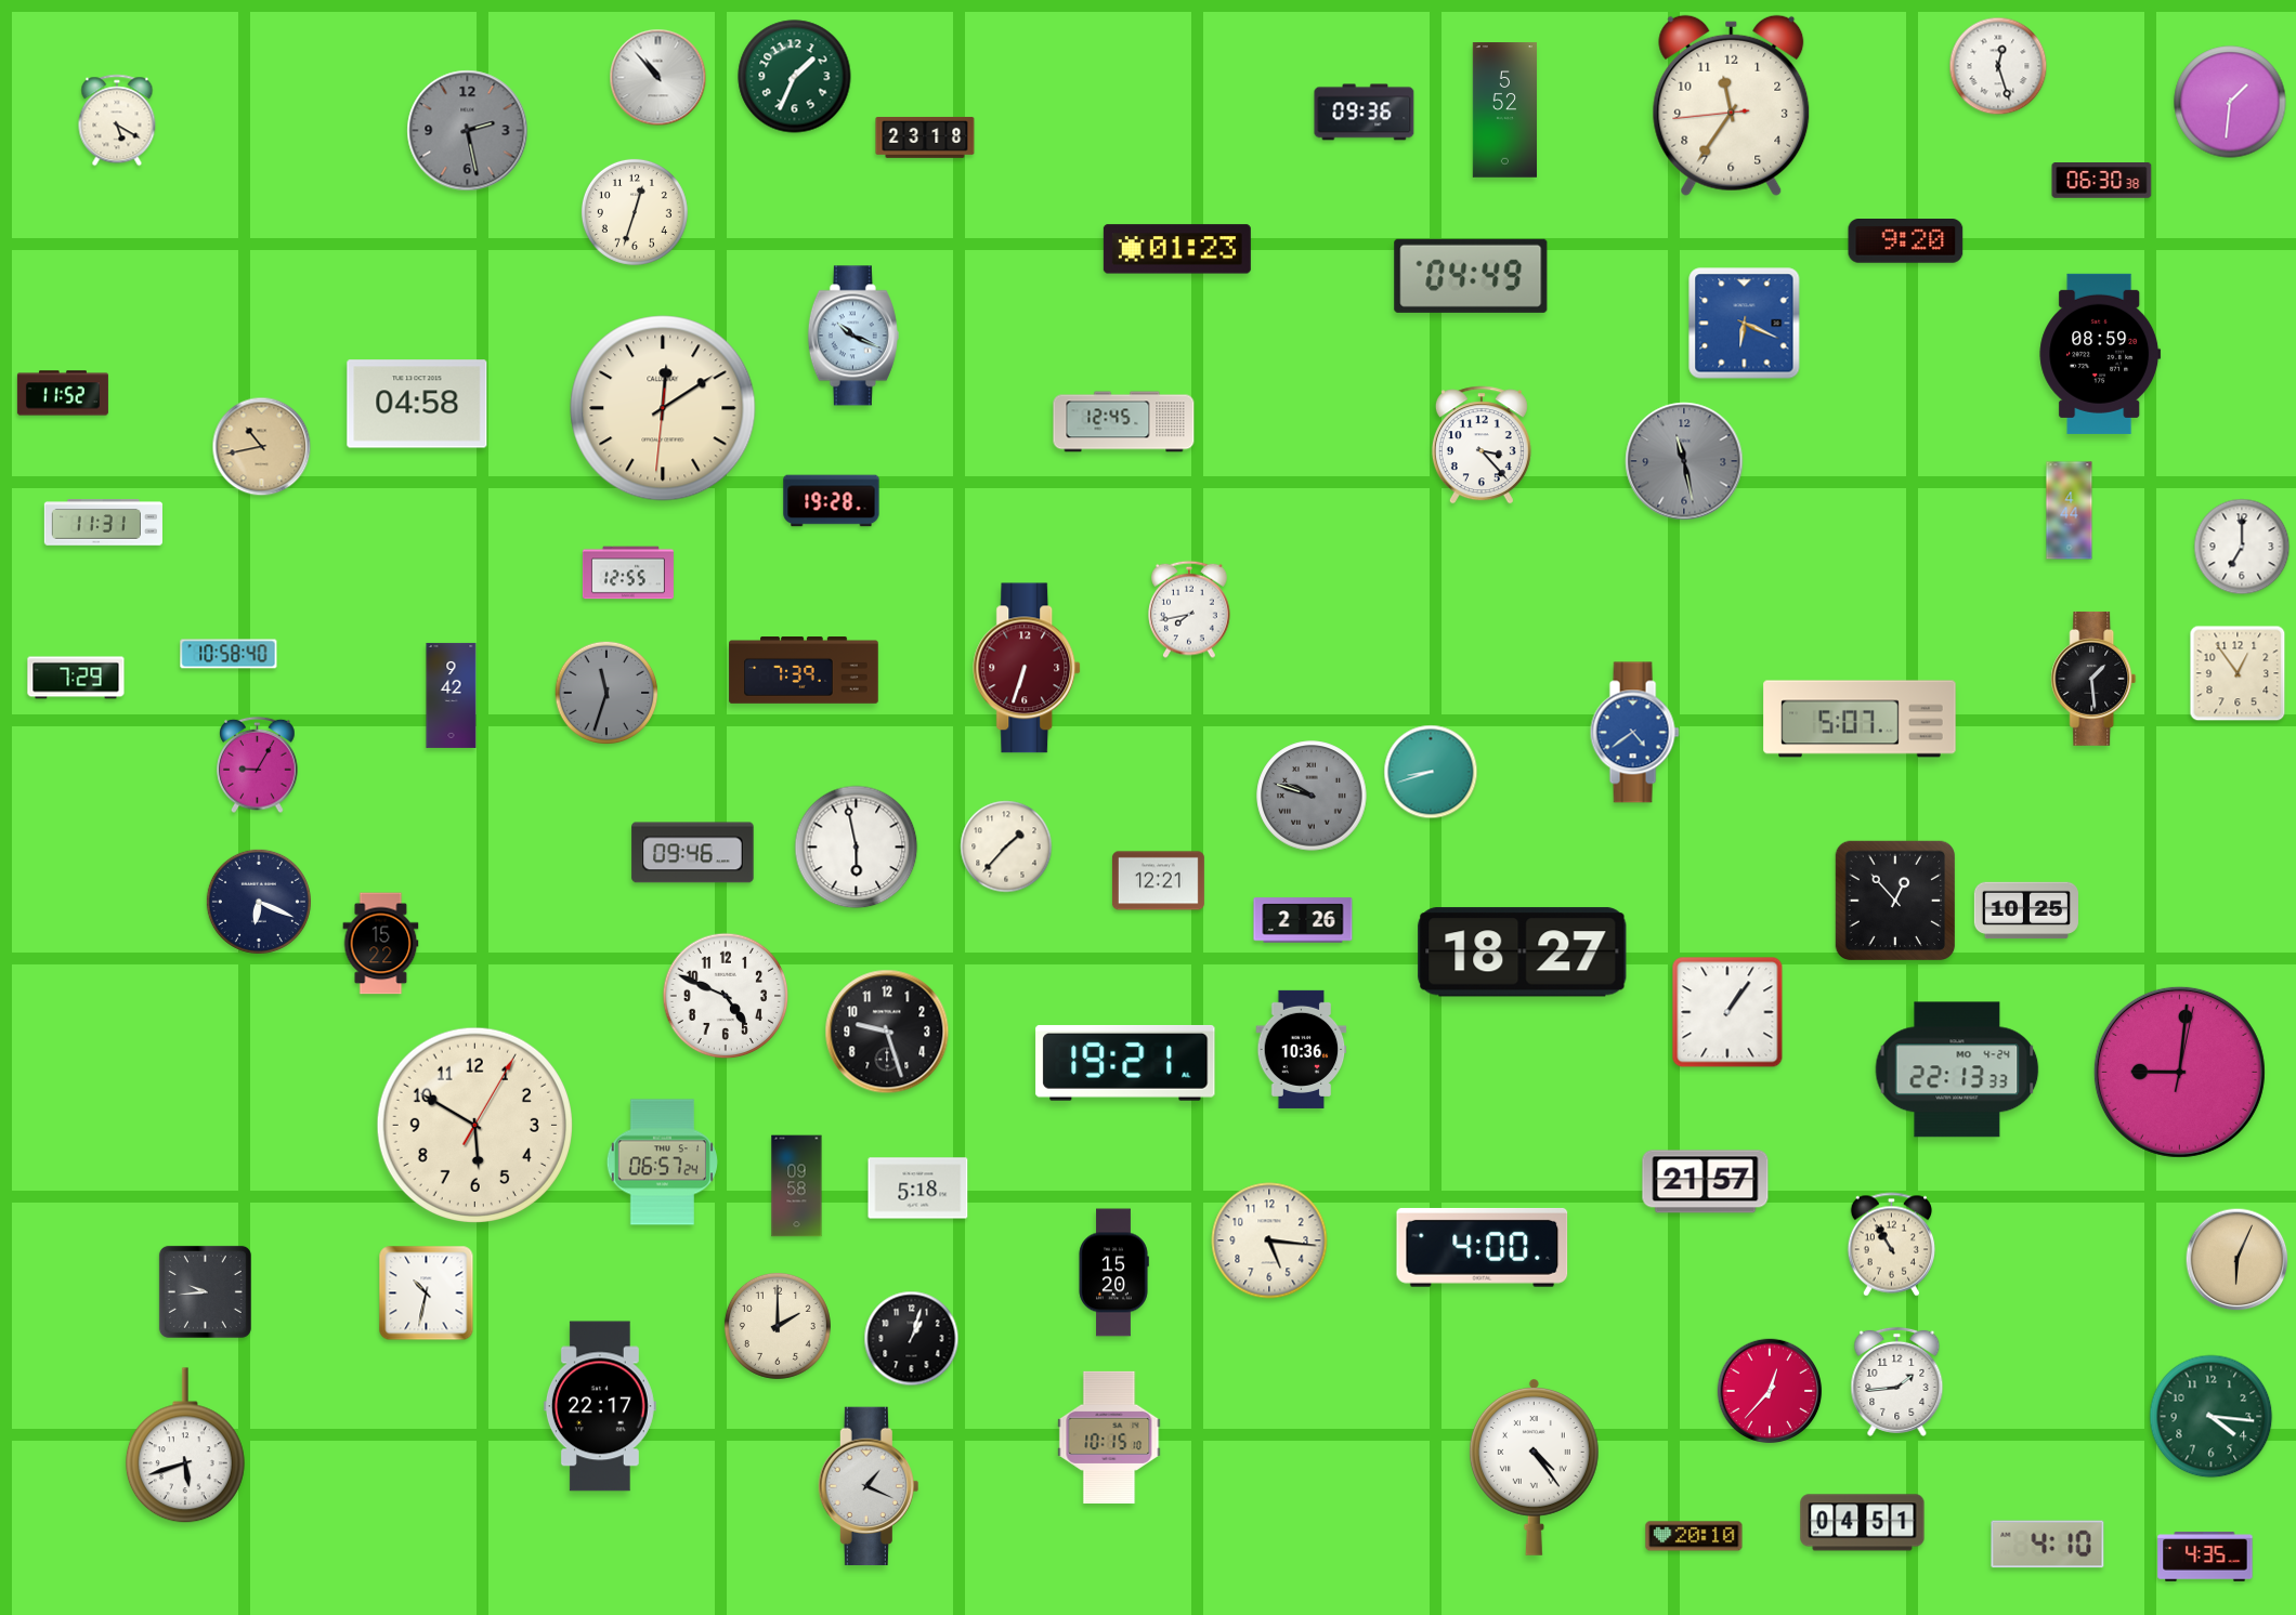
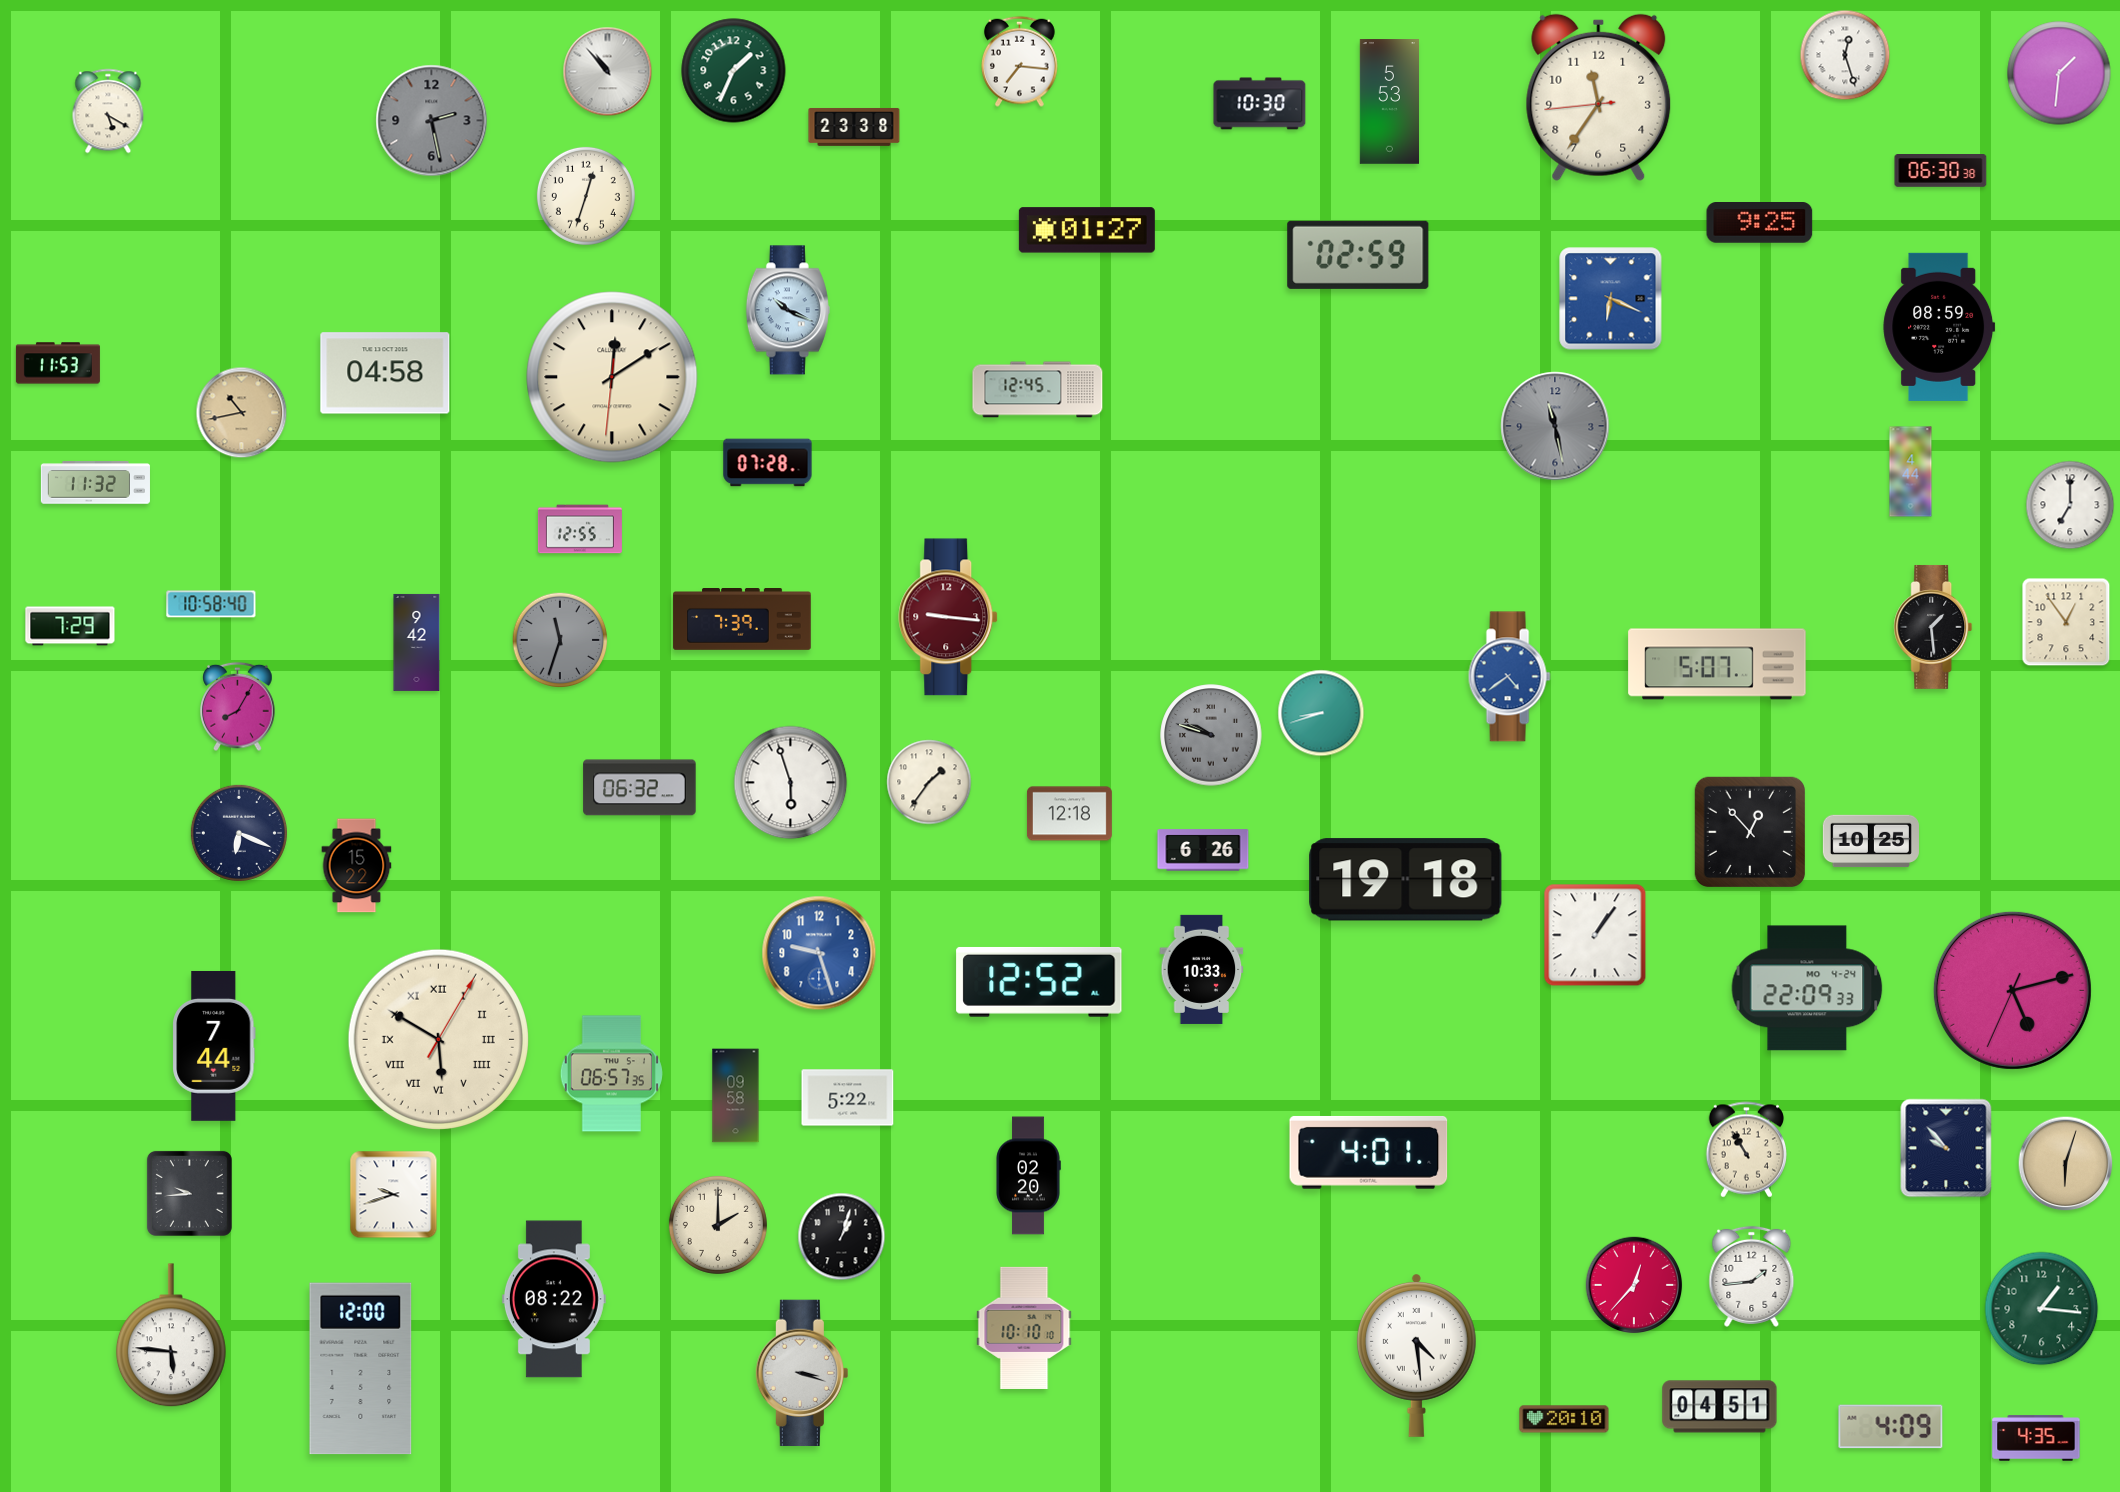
clock at (1020, 61): none -> 7:16
clock at (1998, 66) position: (1998, 66) -> (1845, 55)
clock at (2230, 102) position: (2230, 102) -> (2059, 73)
clock at (1504, 110): 5:52 -> 5:53
clock at (1365, 113): 09:36 -> 10:30
clock at (925, 137): 23:18 -> 23:38
clock at (2102, 181) position: (2102, 181) -> (1941, 171)
clock at (1906, 241): 9:20 -> 9:25
clock at (1177, 249): 01:23 -> 01:27
clock at (1471, 276): 04:49 -> 02:59
clock at (63, 393): 11:52 -> 11:53
clock at (1482, 445): 3:23 -> none
clock at (832, 501): 19:28 -> 07:28
clock at (103, 523): 11:31 -> 11:32
clock at (1189, 609): 7:43 -> none
clock at (1028, 668): 6:33 -> 9:16
clock at (258, 765): 9:05 -> 8:05
clock at (1006, 846): 1:37 -> 1:36
clock at (857, 848): 5:58 -> 5:57
clock at (693, 853): 09:46 -> 06:32
clock at (1158, 881): 12:21 -> 12:18
clock at (1303, 920): 2:26 -> 6:26
clock at (381, 944) position: (381, 944) -> (357, 866)
clock at (1523, 953): 18:27 -> 19:18
clock at (726, 996): 4:49 -> none
clock at (887, 1032) dial: black -> blue
clock at (1302, 1049): 10:36 -> 10:33
clock at (1125, 1063): 19:21 -> 12:52
clock at (1957, 1069): 22:13 -> 22:09
clock at (2179, 1072): 9:01 -> 5:12
clock at (474, 1125) numerals: Arabic -> Roman
clock at (214, 1046): none -> 7:44
clock at (662, 1163): 06:57:24 -> 06:57:35
clock at (1706, 1182): 21:57 -> none
clock at (918, 1189): 5:18 -> 5:22
clock at (1269, 1240): 5:16 -> none
clock at (1946, 1148): none -> 9:53
clock at (1483, 1247): 4:00 -> 4:01
clock at (2238, 1260): 6:04 -> 6:03
clock at (1113, 1273): 15:20 -> 02:20
clock at (427, 1294): 10:32 -> 9:42
clock at (600, 1406): 22:17 -> 08:22
clock at (2212, 1417): 4:16 -> 1:16
clock at (1109, 1437): 10:15 -> 10:10
clock at (185, 1446): 5:42 -> 5:46
clock at (1534, 1468): 4:24 -> 4:29
clock at (361, 1369): none -> 12:00
clock at (869, 1486): 1:19 -> 3:18
clock at (2048, 1545): 4:10 -> 4:09
